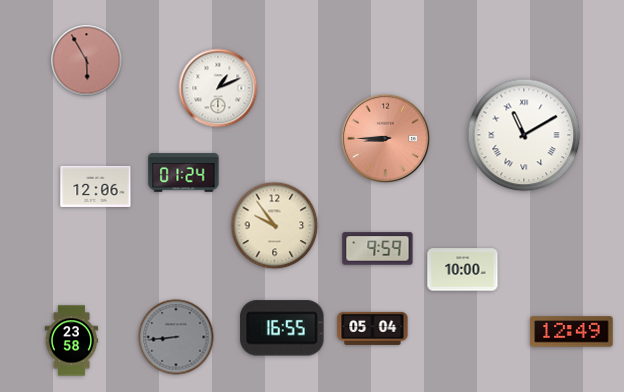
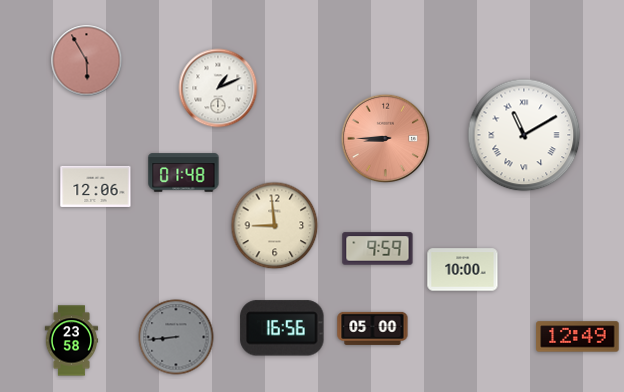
clock at (184, 173): 01:24 -> 01:48
clock at (275, 226): 9:54 -> 8:59
clock at (282, 328): 16:55 -> 16:56
clock at (373, 328): 05:04 -> 05:00
clock at (572, 332) position: (572, 332) -> (578, 337)
